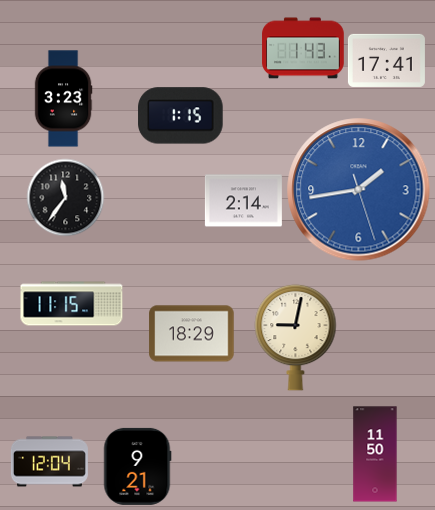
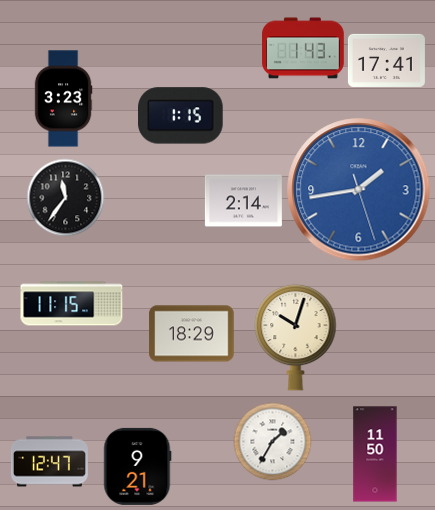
clock at (296, 337): 9:02 -> 10:03
clock at (272, 441): none -> 1:35
clock at (49, 462): 12:04 -> 12:47
